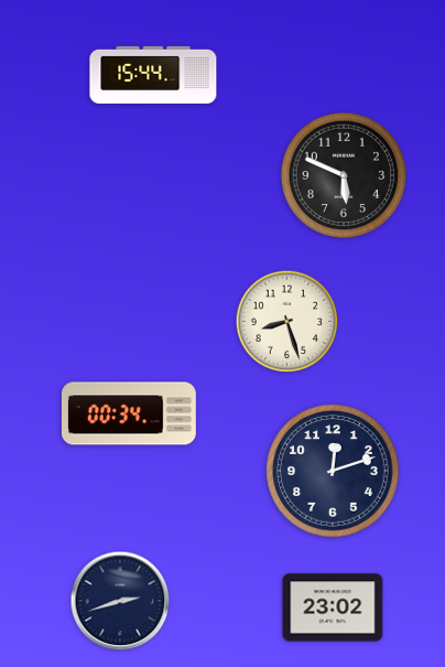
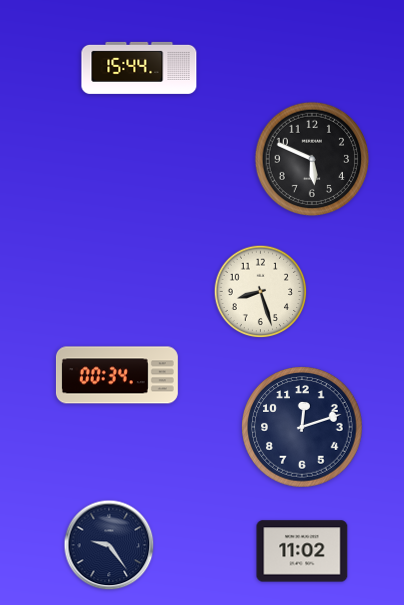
clock at (120, 601): 2:42 -> 9:24
clock at (333, 607): 23:02 -> 11:02
